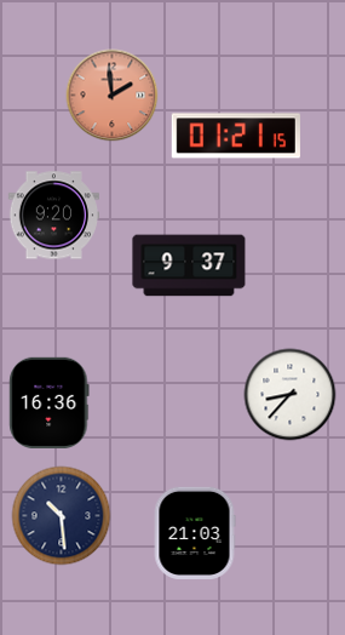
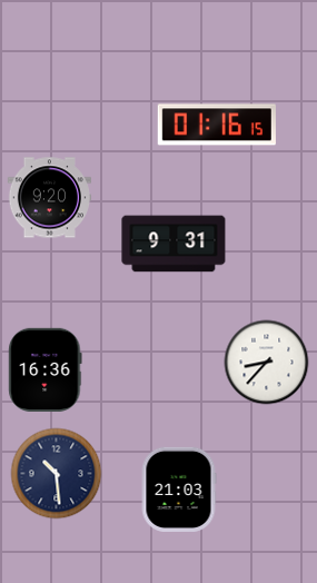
clock at (113, 96): 1:59 -> none
clock at (236, 136): 01:21 -> 01:16
clock at (189, 265): 9:37 -> 9:31
